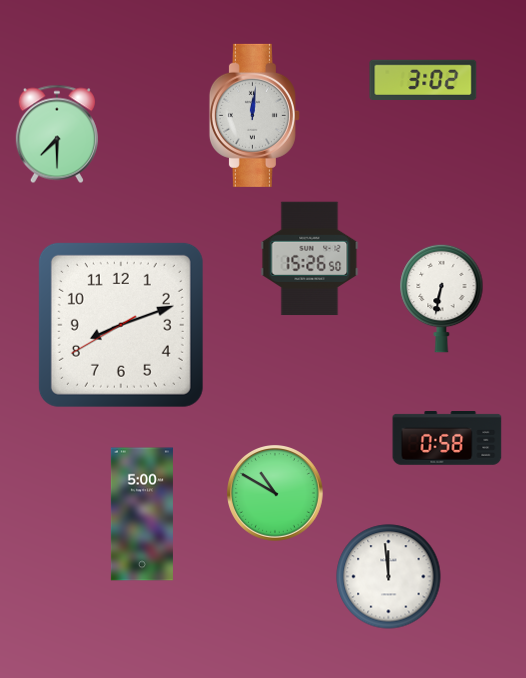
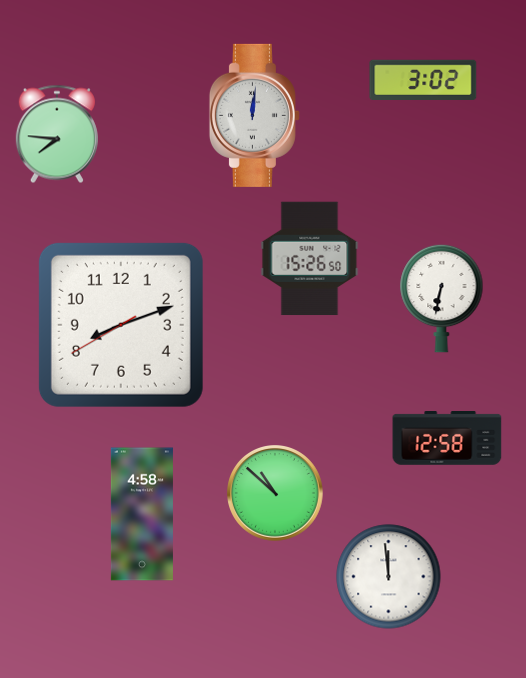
clock at (57, 134): 7:30 -> 7:46
clock at (447, 439): 0:58 -> 12:58
clock at (276, 494): 10:50 -> 10:52
clock at (142, 514): 5:00 -> 4:58
